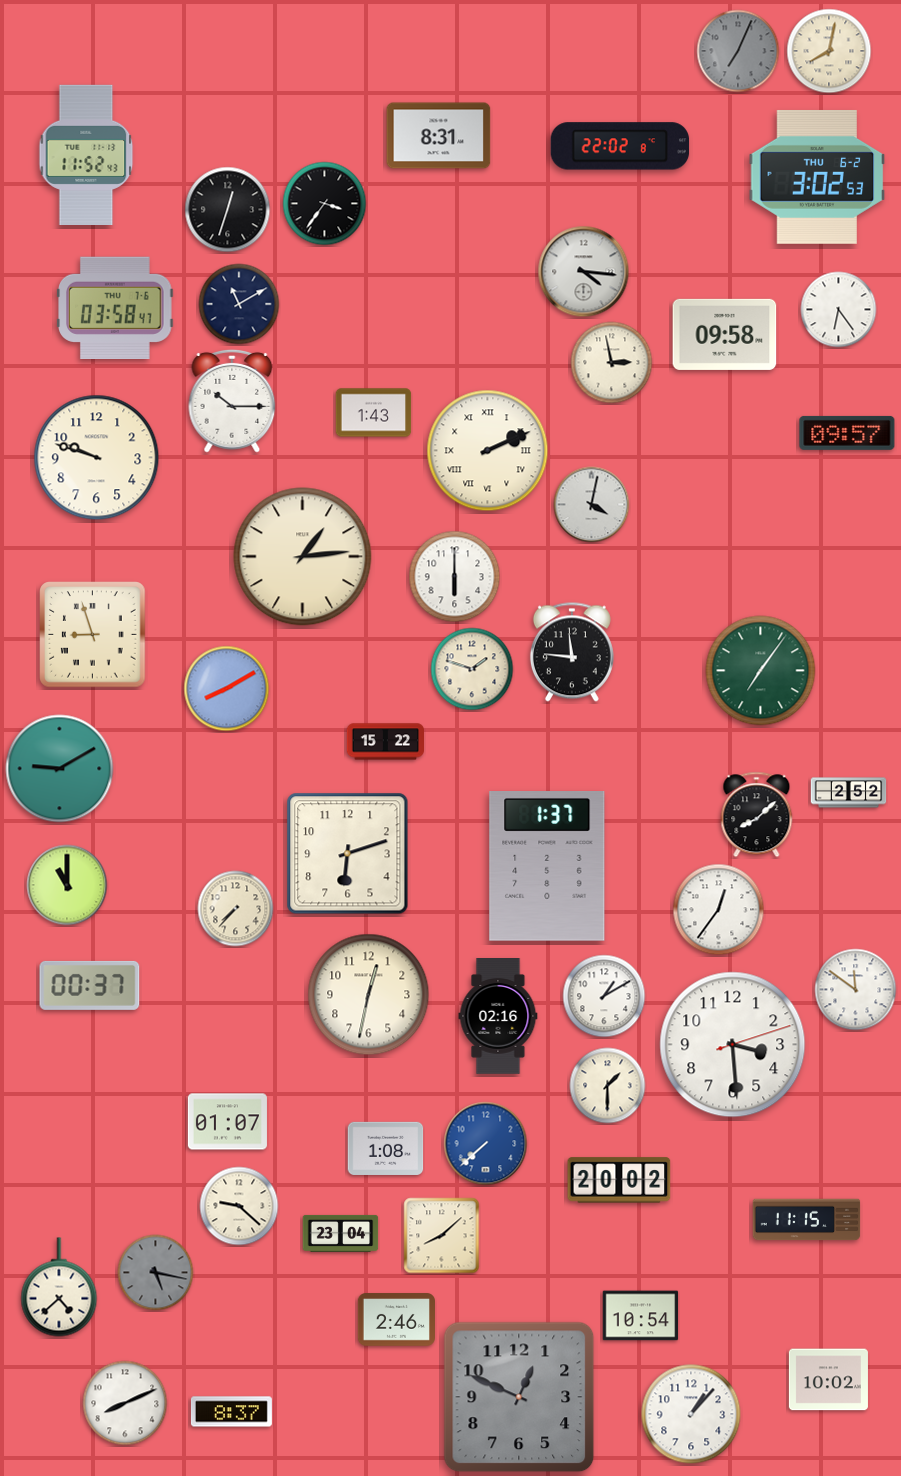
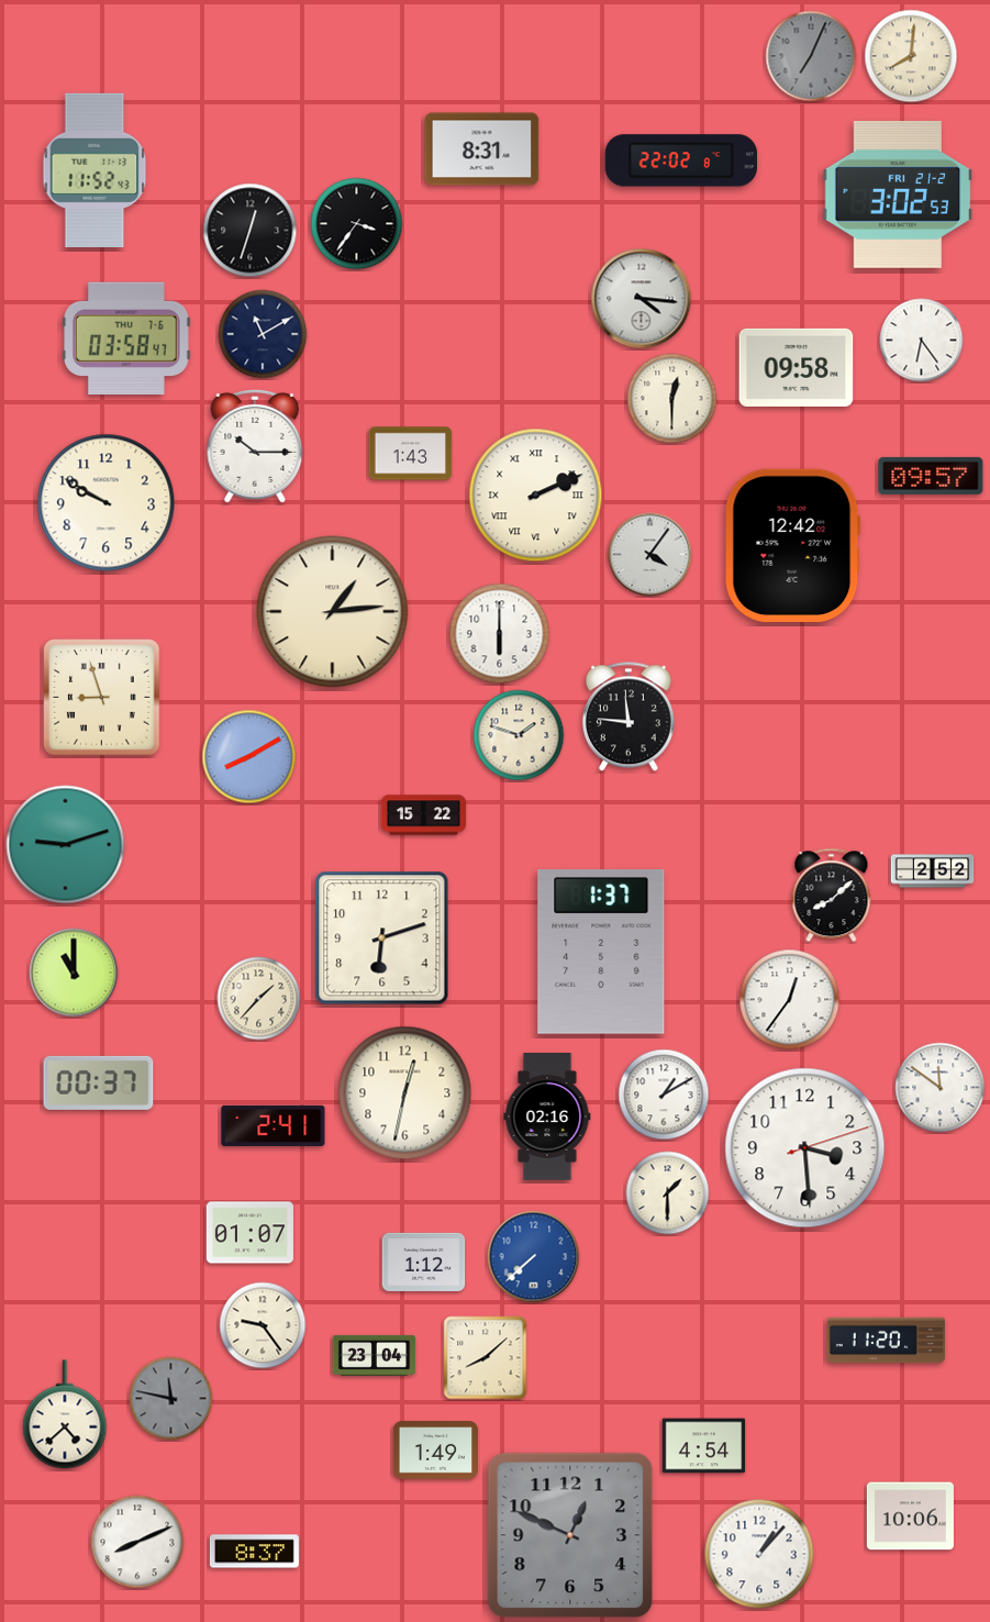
clock at (829, 51): 8:02 -> 8:01
clock at (817, 177) date: THU 6-2 -> FRI 21-2
clock at (612, 363): 2:58 -> 12:30
clock at (232, 401) position: (232, 401) -> (255, 446)
clock at (97, 458): 9:48 -> 9:50
clock at (792, 545): none -> 12:42
clock at (592, 505): 4:02 -> 4:06
clock at (761, 671): 7:06 -> none
clock at (60, 769): 9:10 -> 9:12
clock at (236, 909): 7:37 -> 1:37
clock at (274, 1125): none -> 2:41
clock at (386, 1148): 1:08 -> 1:12
clock at (619, 1180): 20:02 -> none
clock at (239, 1206): 9:22 -> 9:24
clock at (807, 1220): 11:15 -> 11:20
clock at (156, 1273): 5:17 -> 11:47
clock at (641, 1316): 10:54 -> 4:54
clock at (396, 1320): 2:46 -> 1:49
clock at (828, 1380): 10:02 -> 10:06
